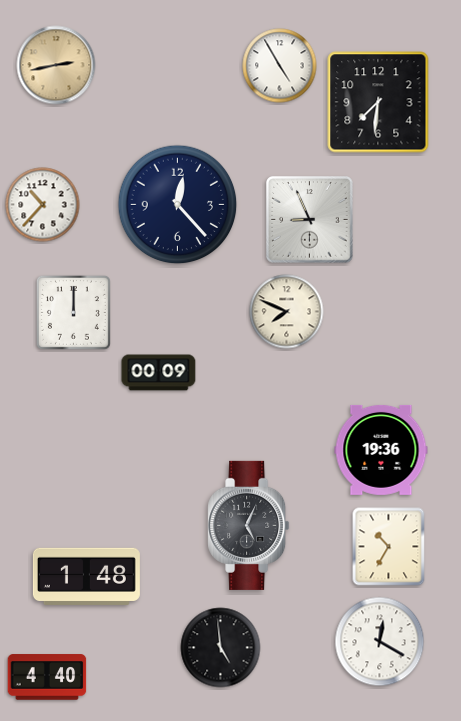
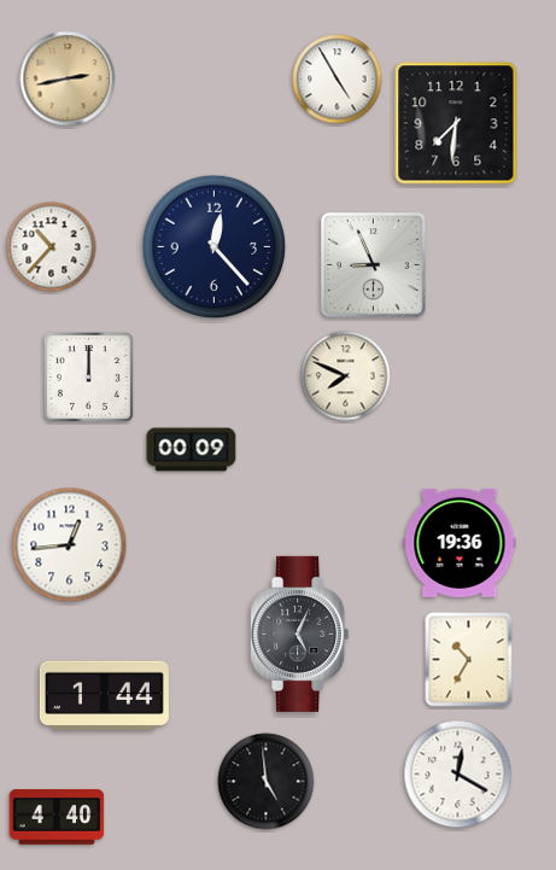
clock at (70, 545): none -> 12:44
clock at (86, 576): 1:48 -> 1:44
